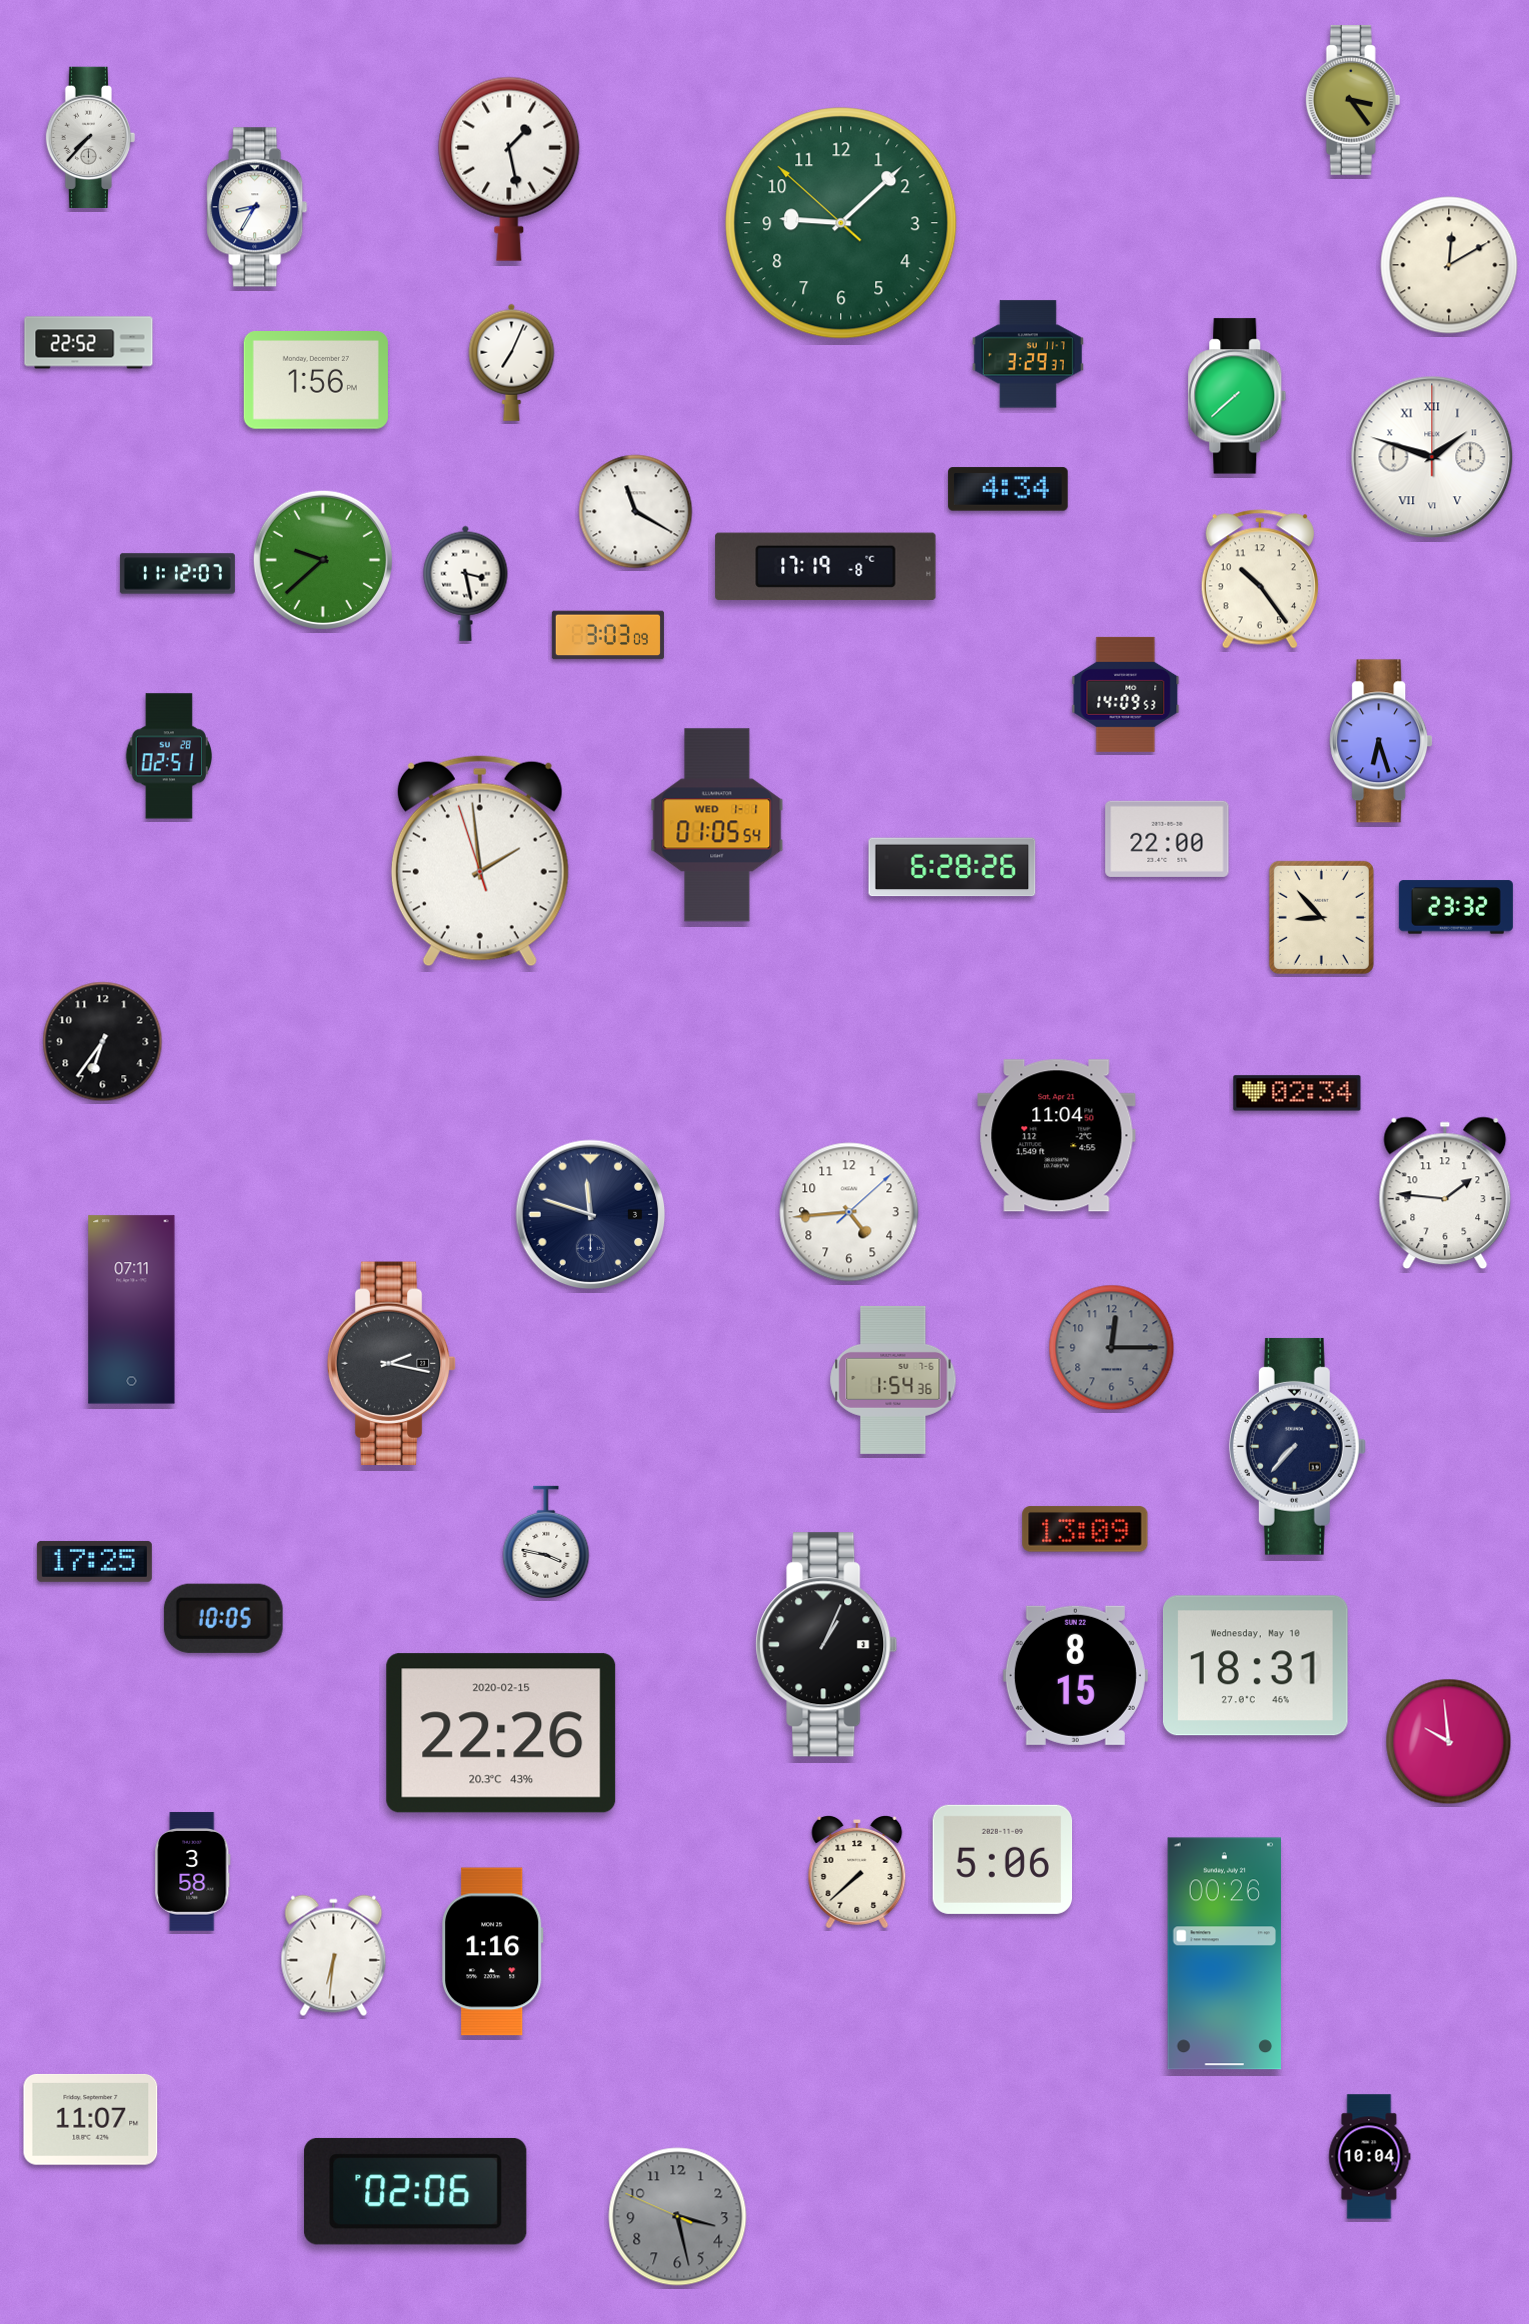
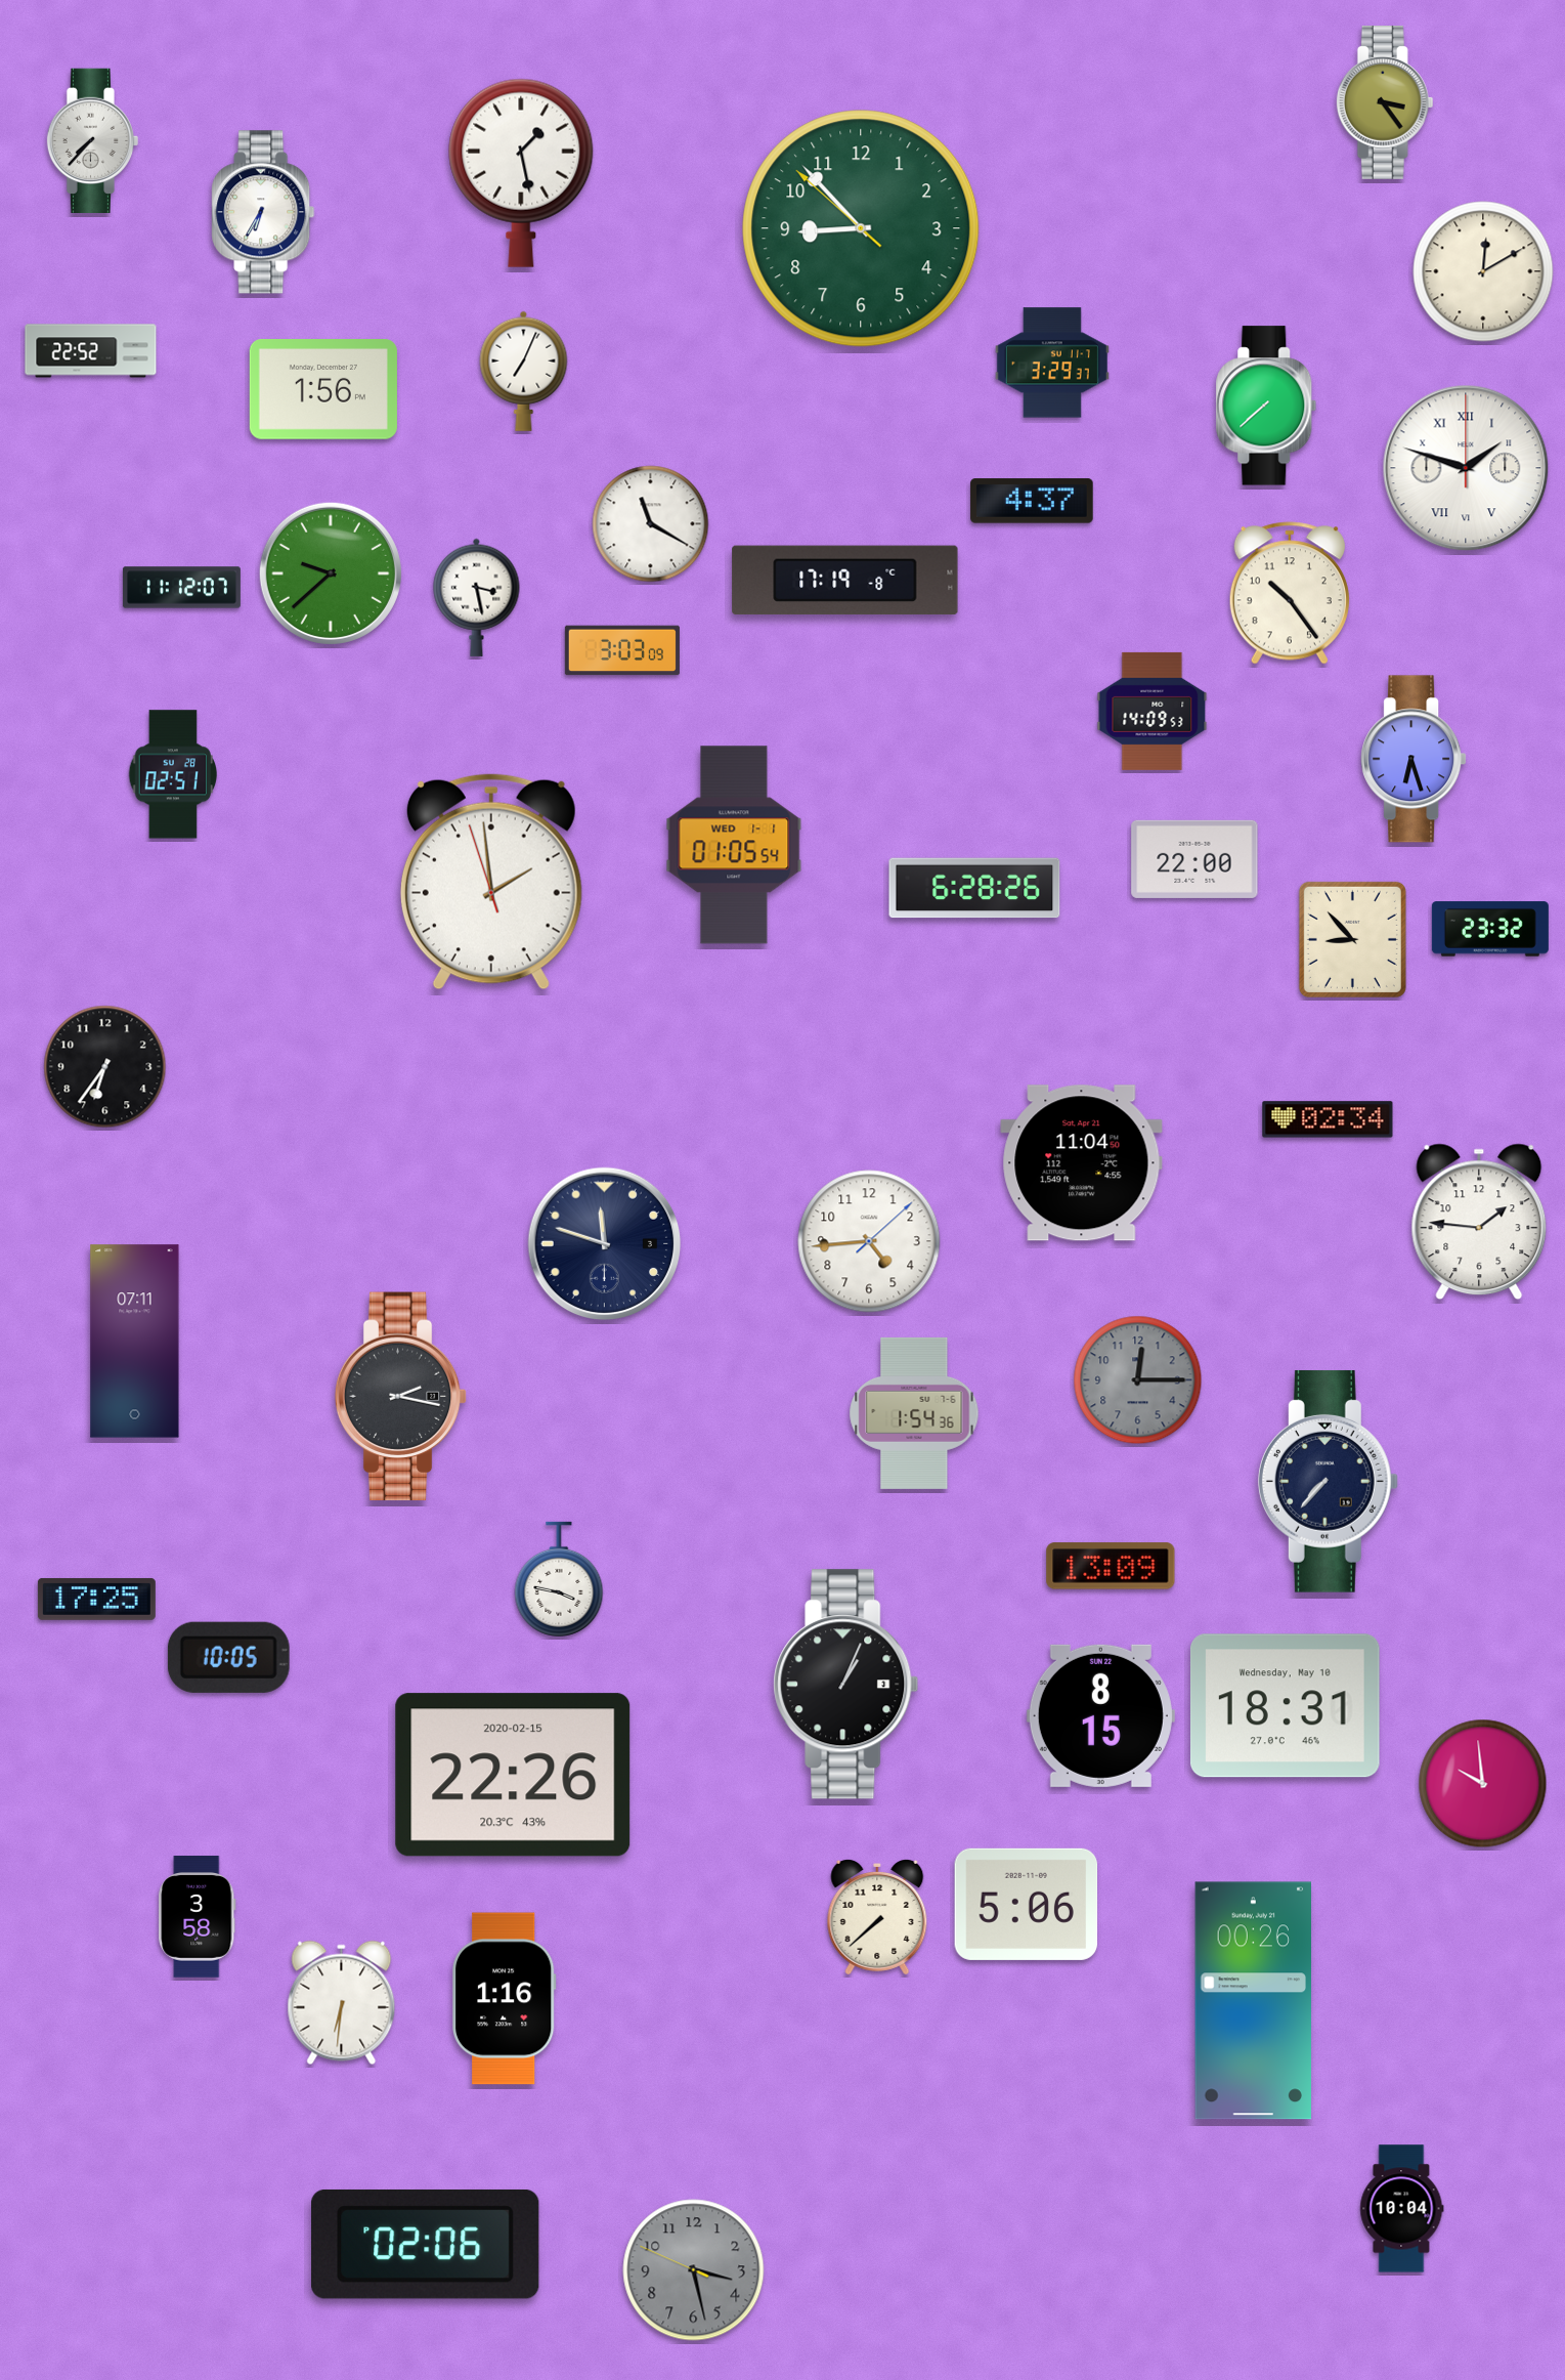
clock at (257, 207): 8:35 -> 6:35
clock at (841, 223): 9:07 -> 8:52
clock at (1008, 489): 4:34 -> 4:37
clock at (91, 2120): 11:07 -> none
